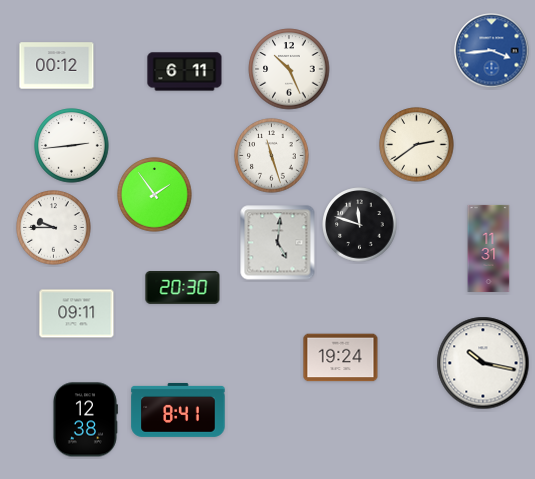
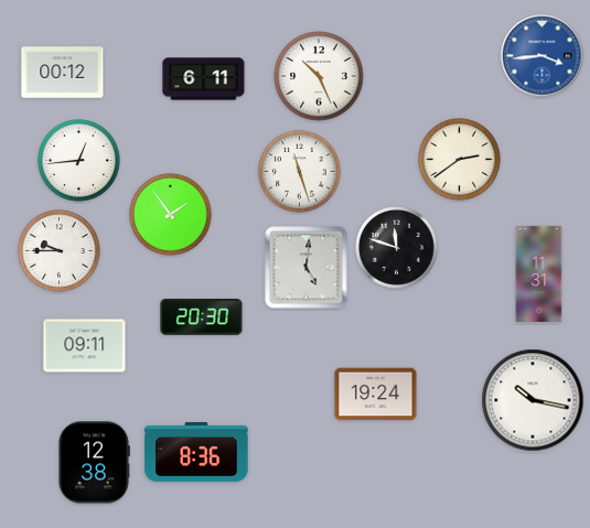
clock at (72, 146): 2:44 -> 12:44
clock at (178, 410): 8:41 -> 8:36
